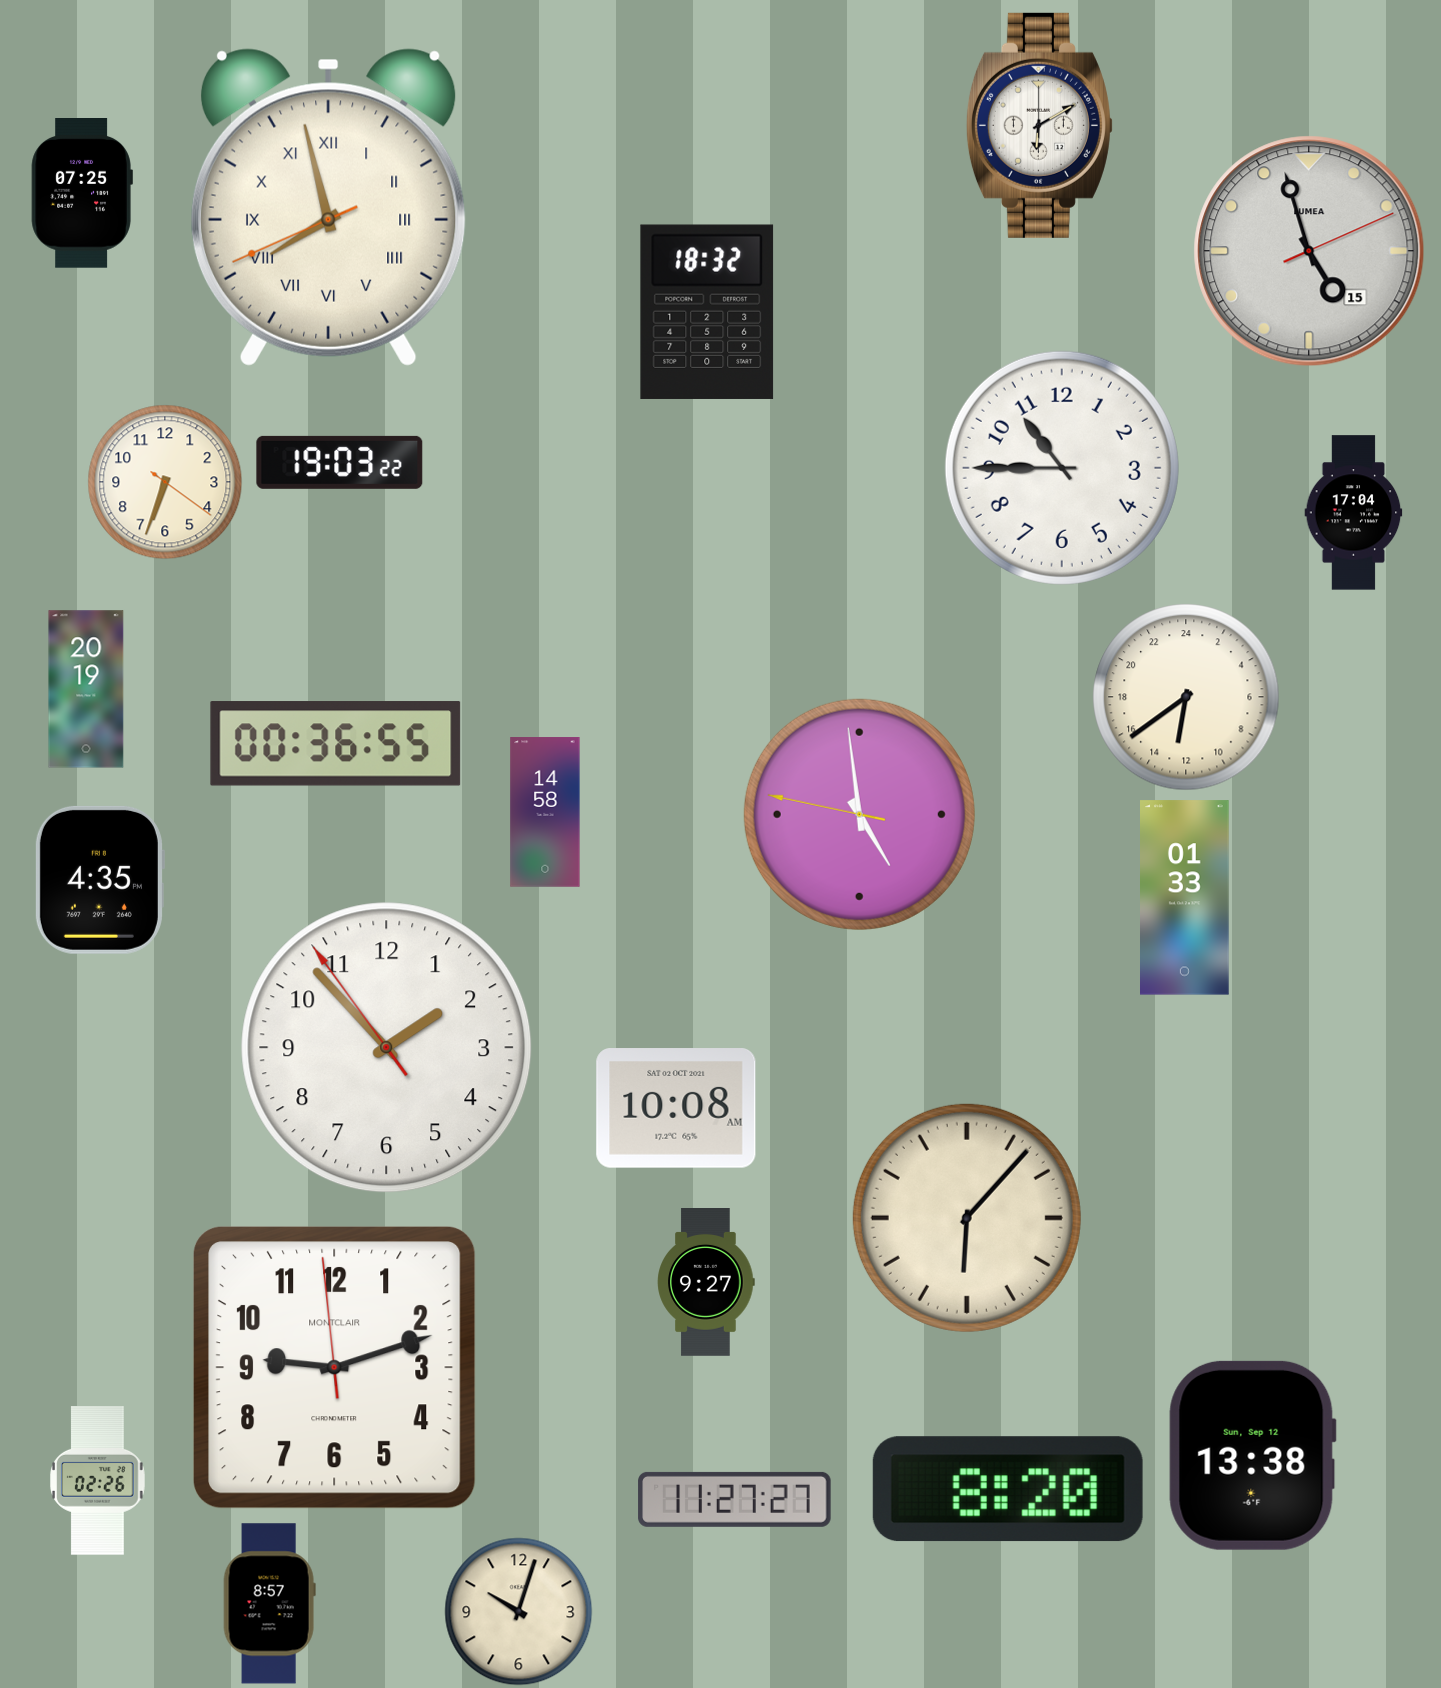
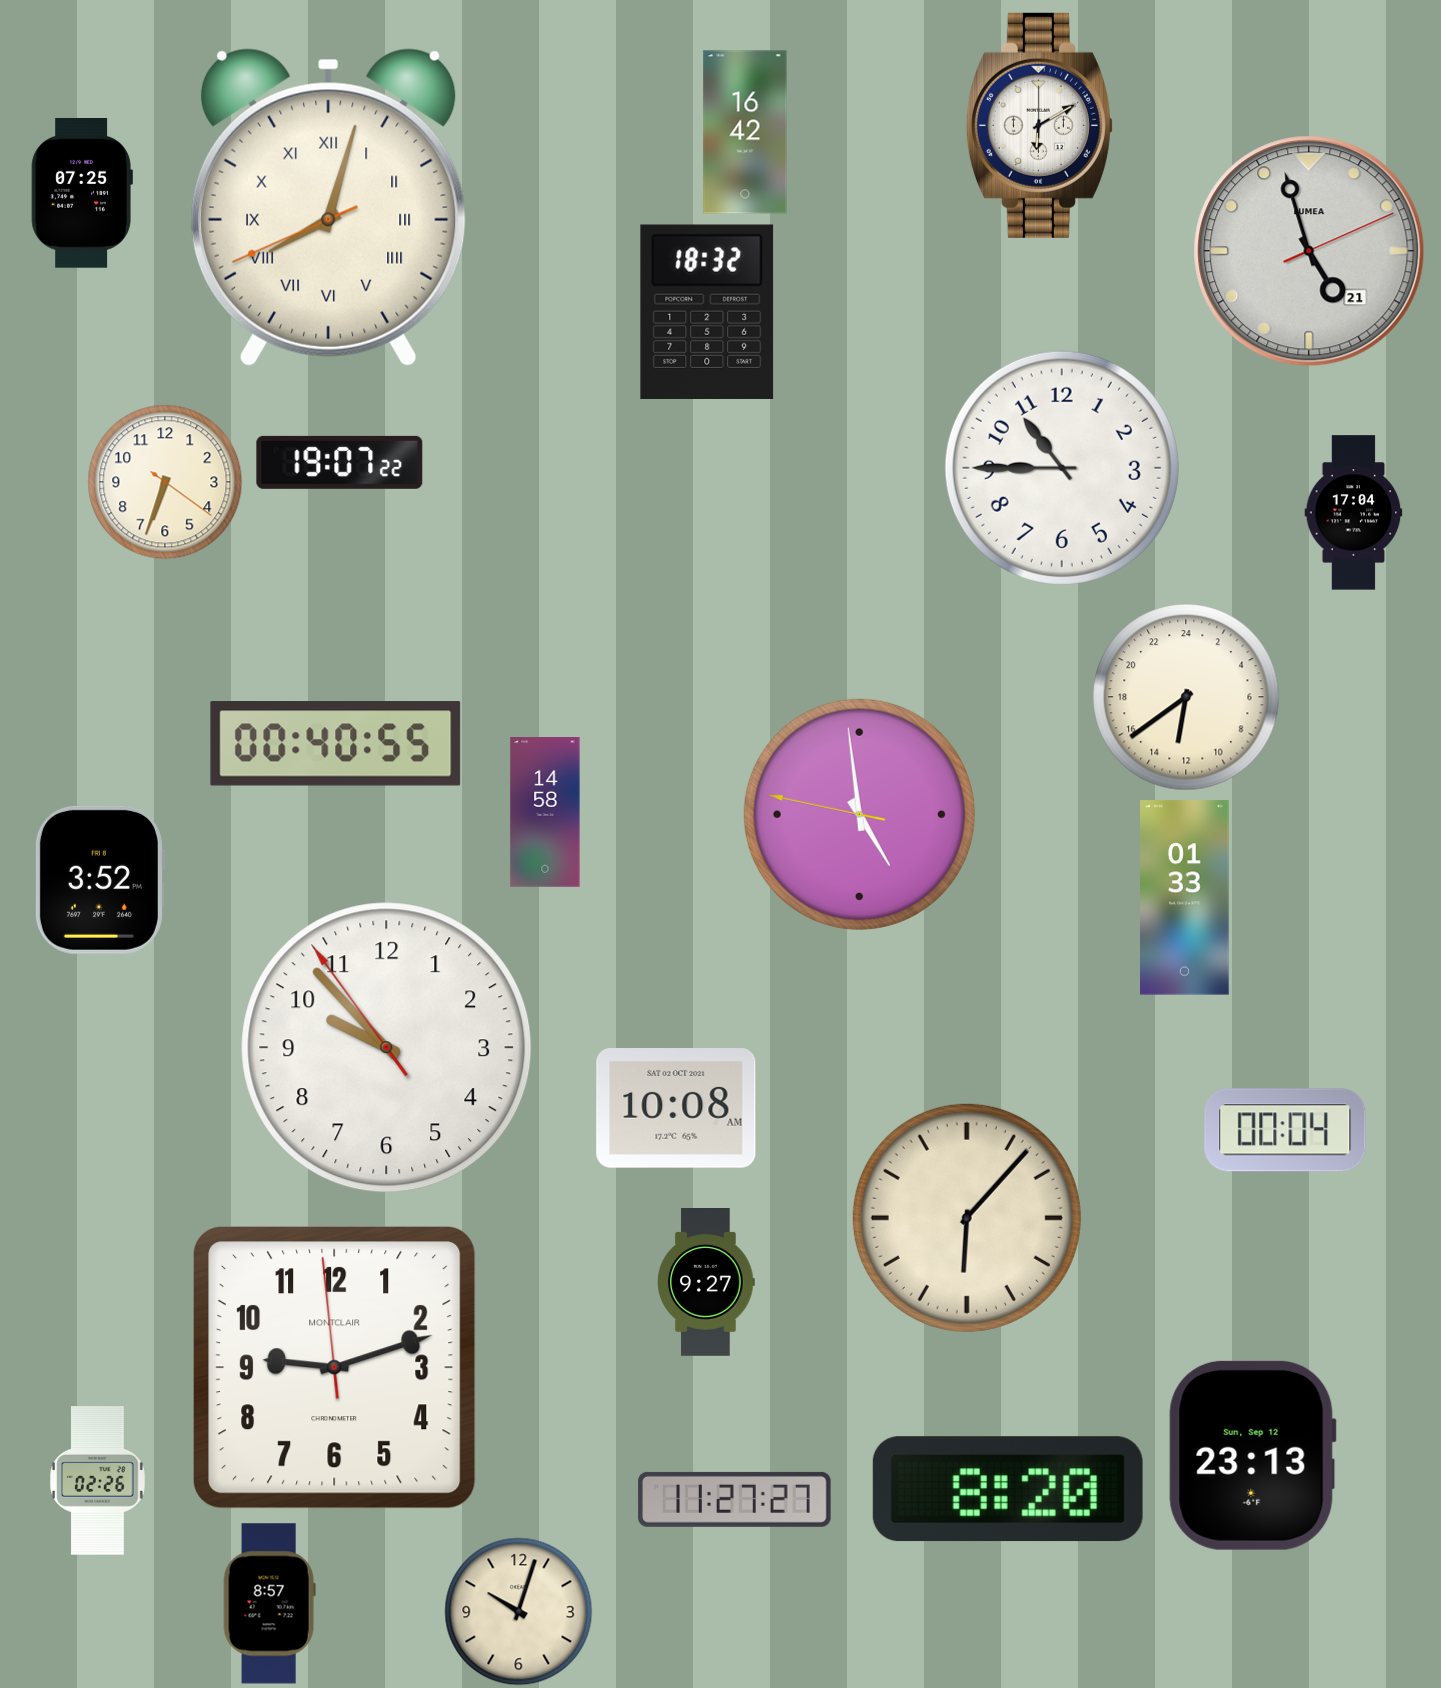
clock at (745, 132): none -> 16:42
clock at (328, 207): 7:57 -> 8:02
clock at (1309, 251) date: 15 -> 21
clock at (340, 462): 19:03 -> 19:07
clock at (86, 689): 20:19 -> none
clock at (336, 744): 00:36 -> 00:40
clock at (99, 880): 4:35 -> 3:52
clock at (387, 1048): 1:52 -> 9:52
clock at (1285, 1130): none -> 00:04
clock at (1252, 1455): 13:38 -> 23:13
